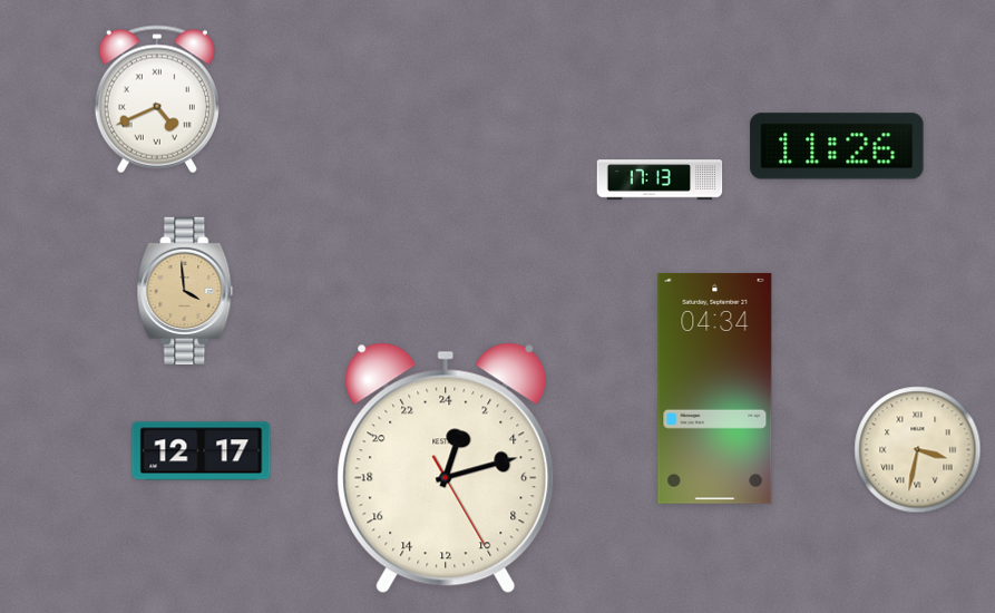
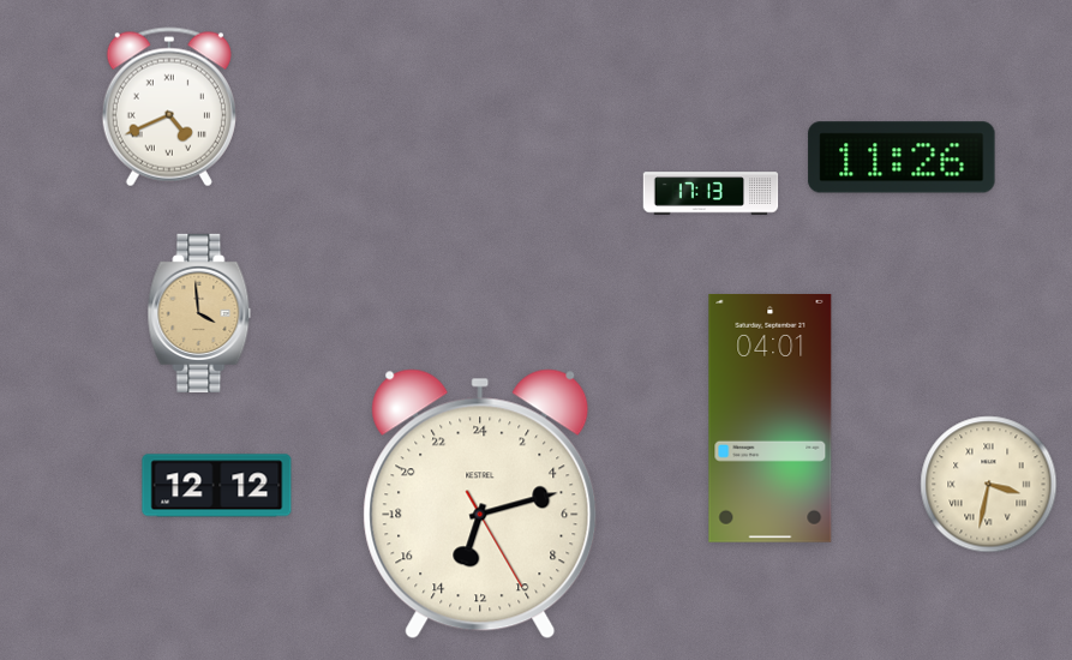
clock at (715, 388): 04:34 -> 04:01
clock at (202, 451): 12:17 -> 12:12
clock at (446, 468): 1:12 -> 13:12
